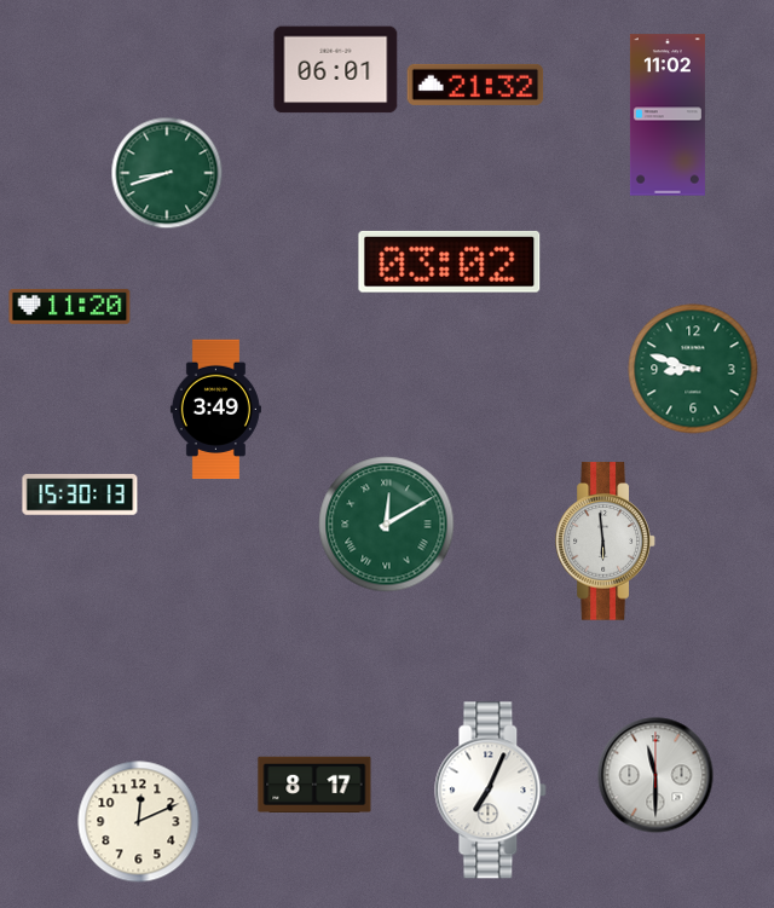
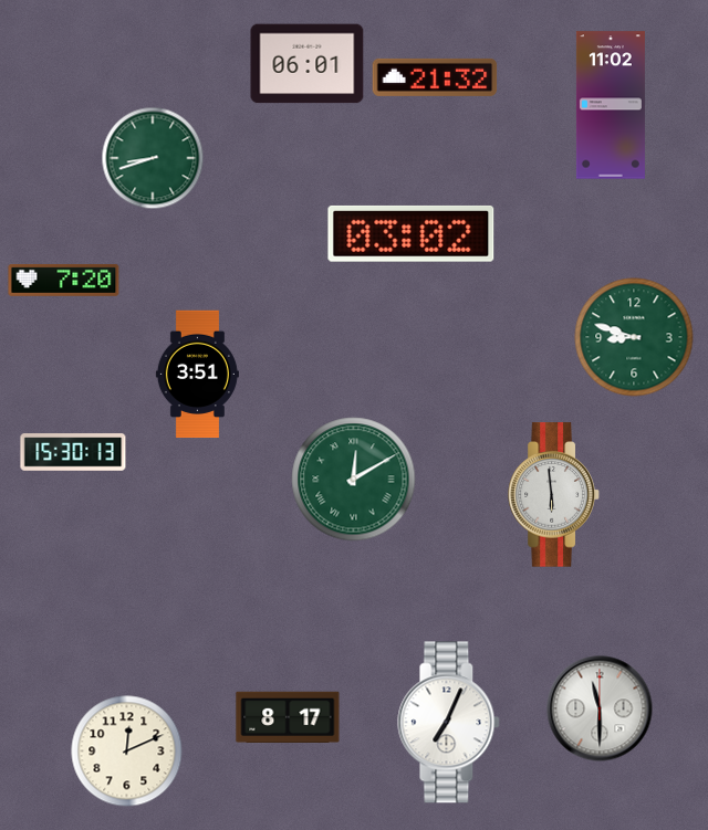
clock at (450, 261) position: (450, 261) -> (412, 233)
clock at (70, 306): 11:20 -> 7:20
clock at (215, 410): 3:49 -> 3:51
